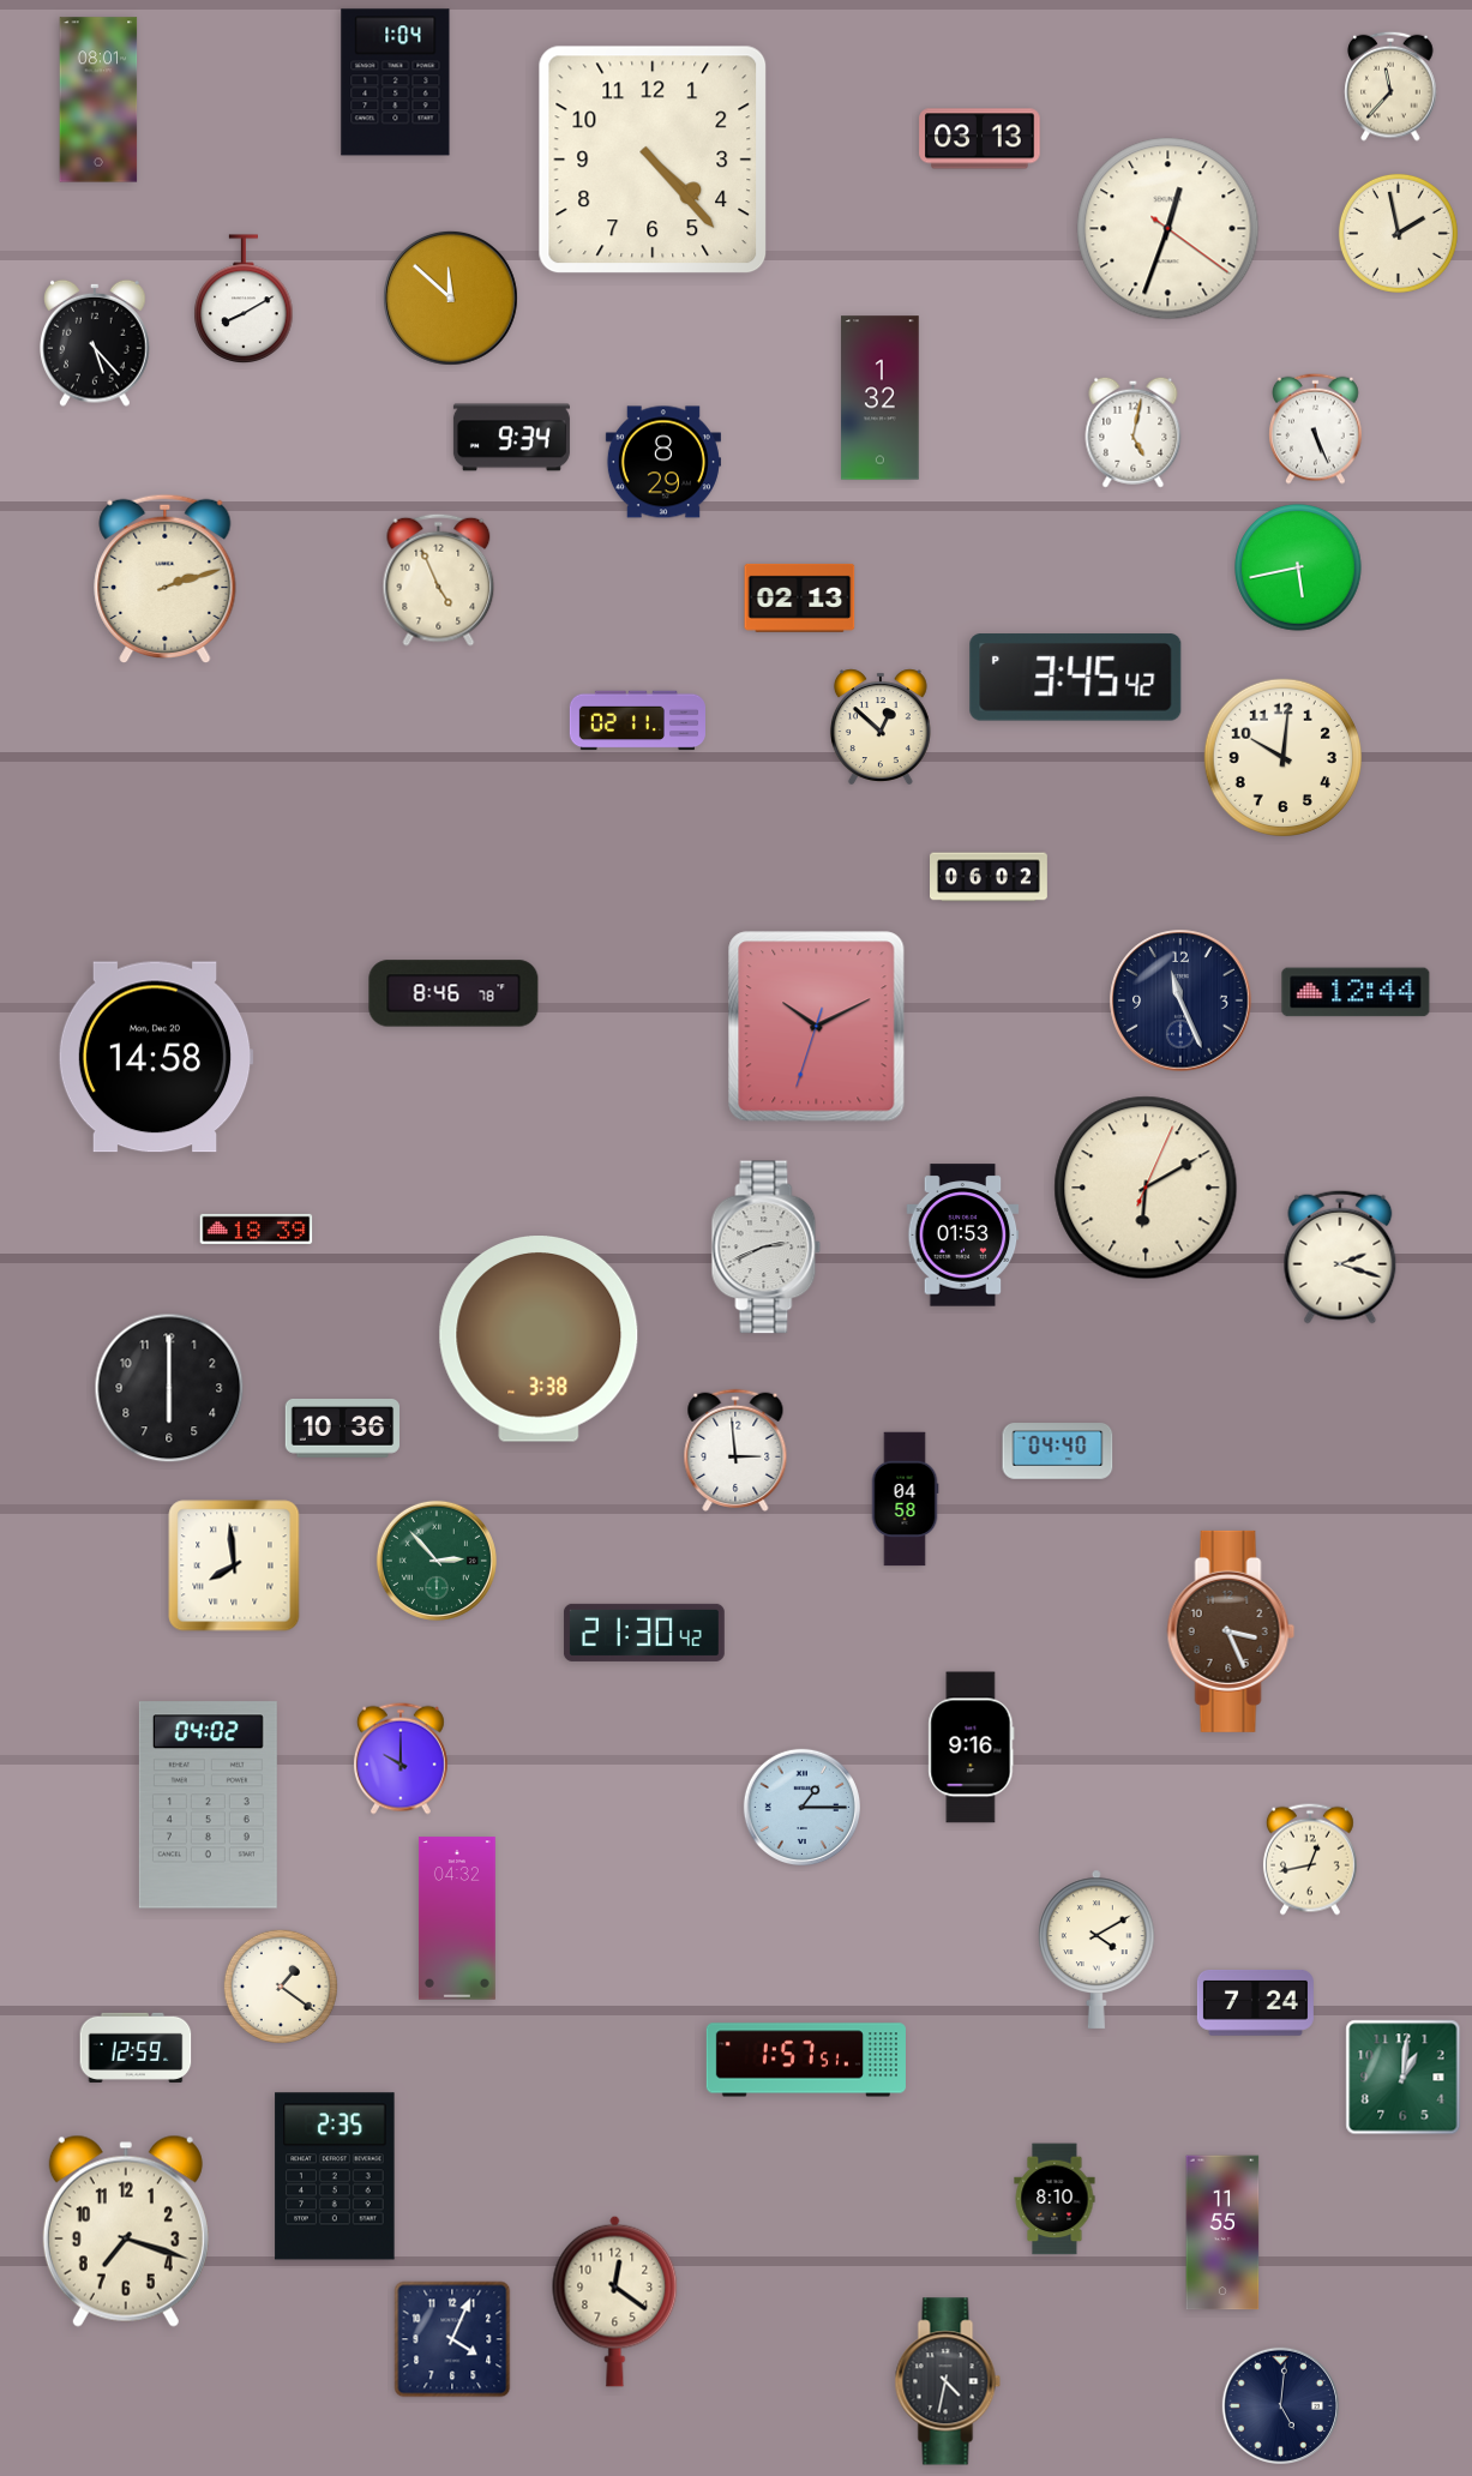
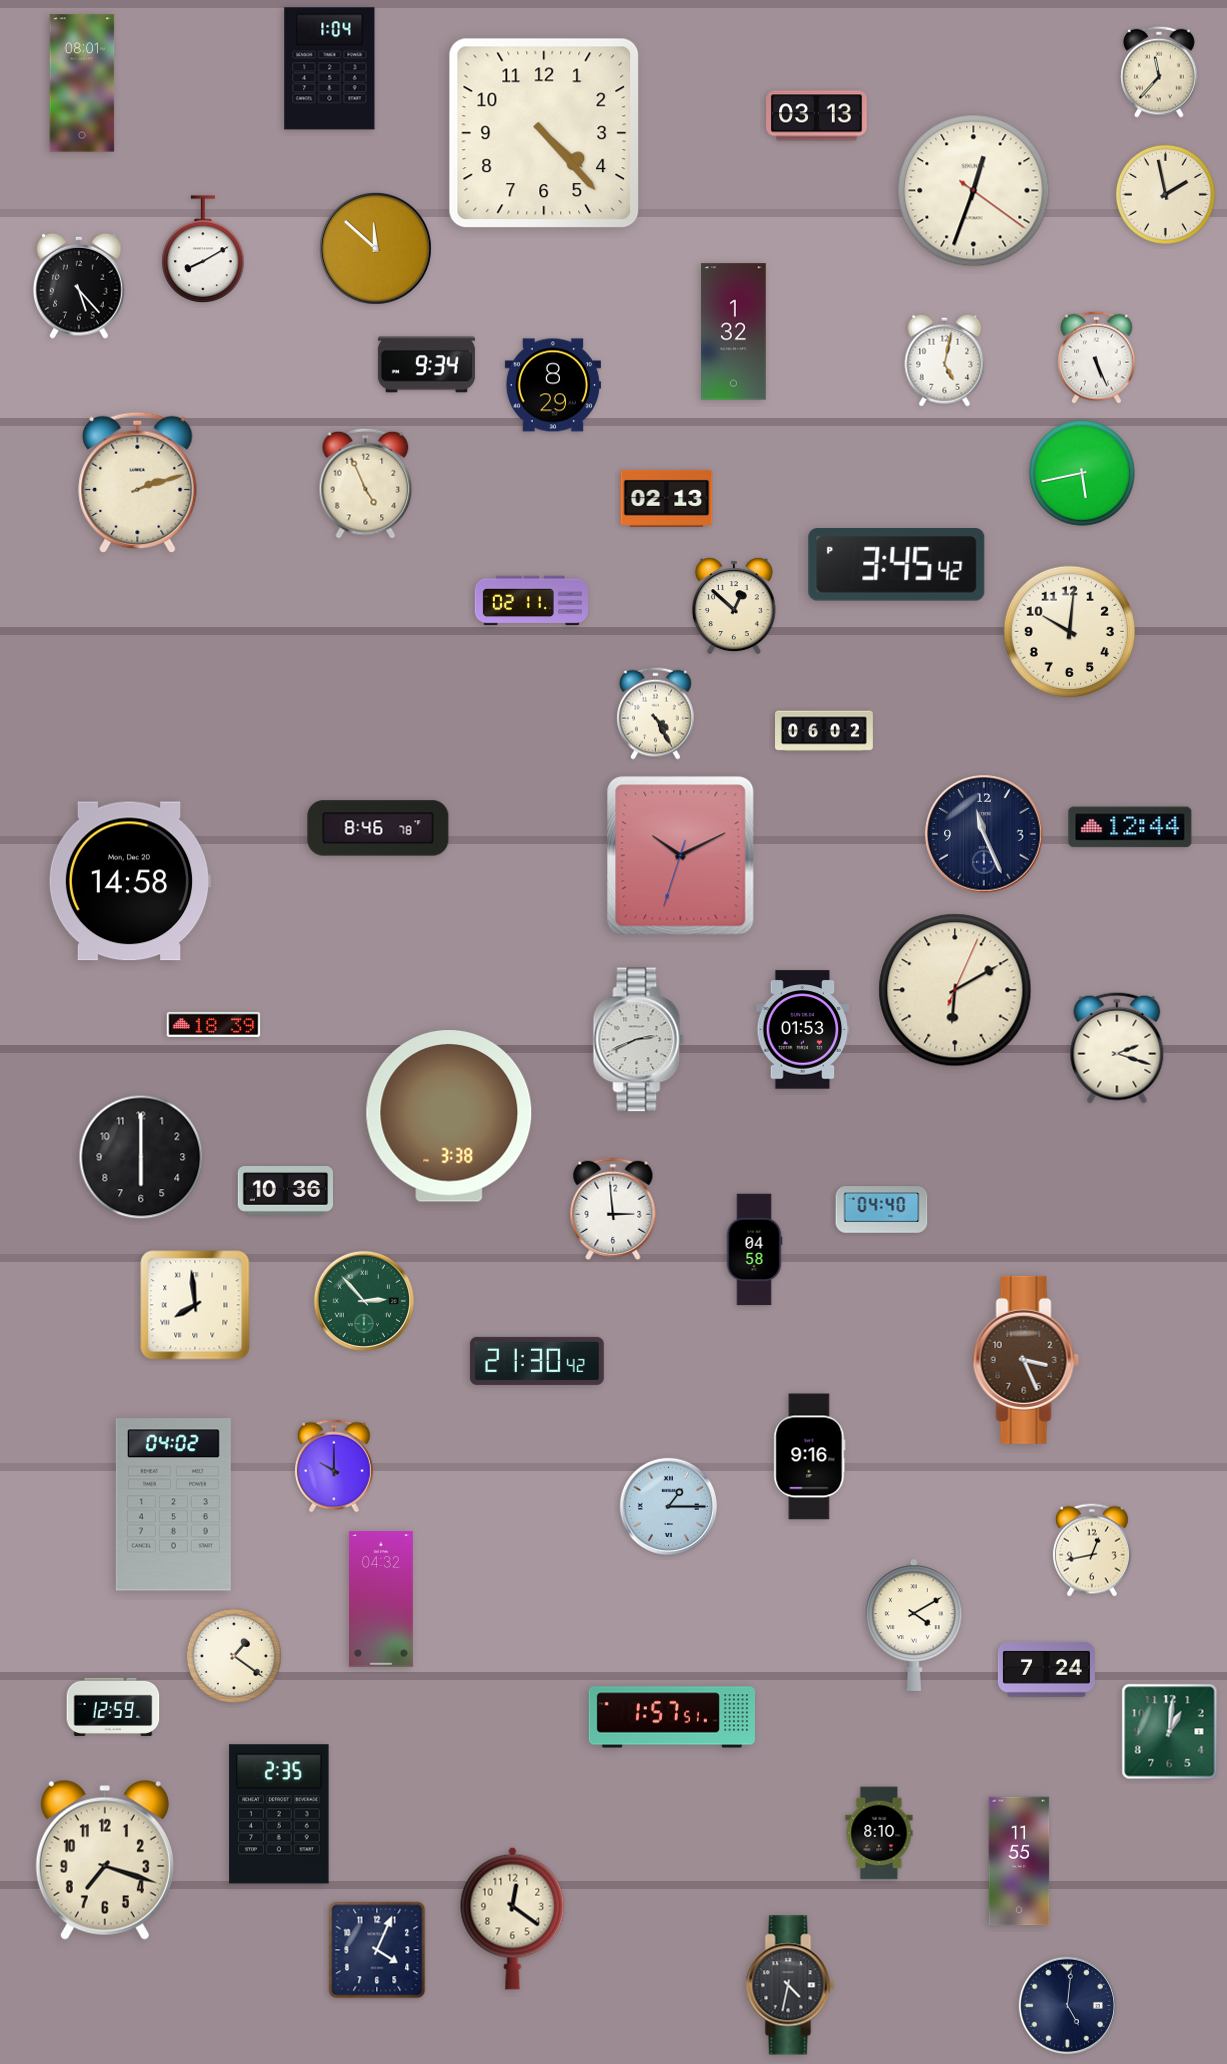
clock at (656, 713): none -> 4:25
